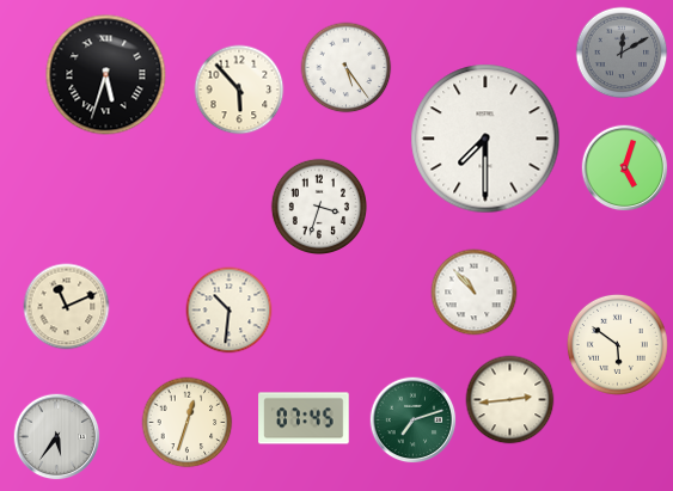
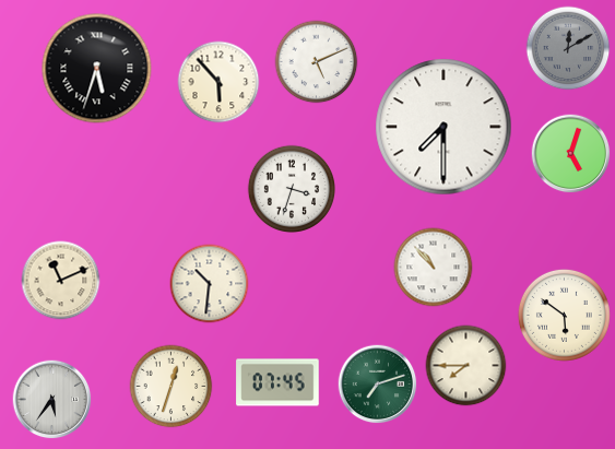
clock at (347, 68): 5:24 -> 5:11
clock at (510, 400): 2:44 -> 7:45
